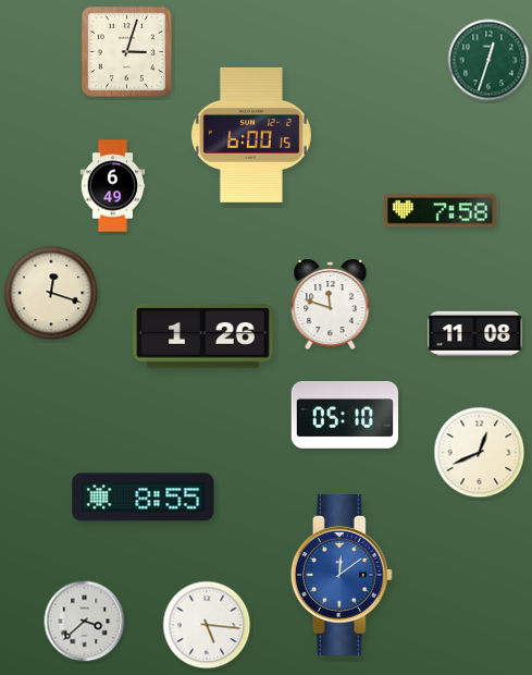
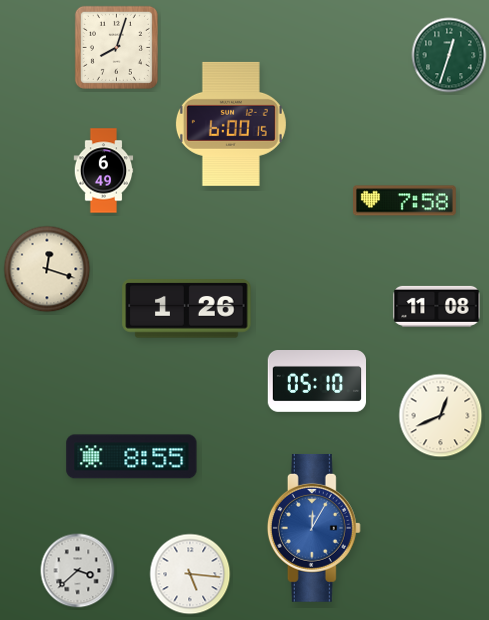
clock at (126, 51): 3:03 -> 8:03
clock at (441, 211) position: (441, 211) -> (405, 201)
clock at (331, 305): 11:48 -> none
clock at (342, 575): 12:09 -> 12:05
